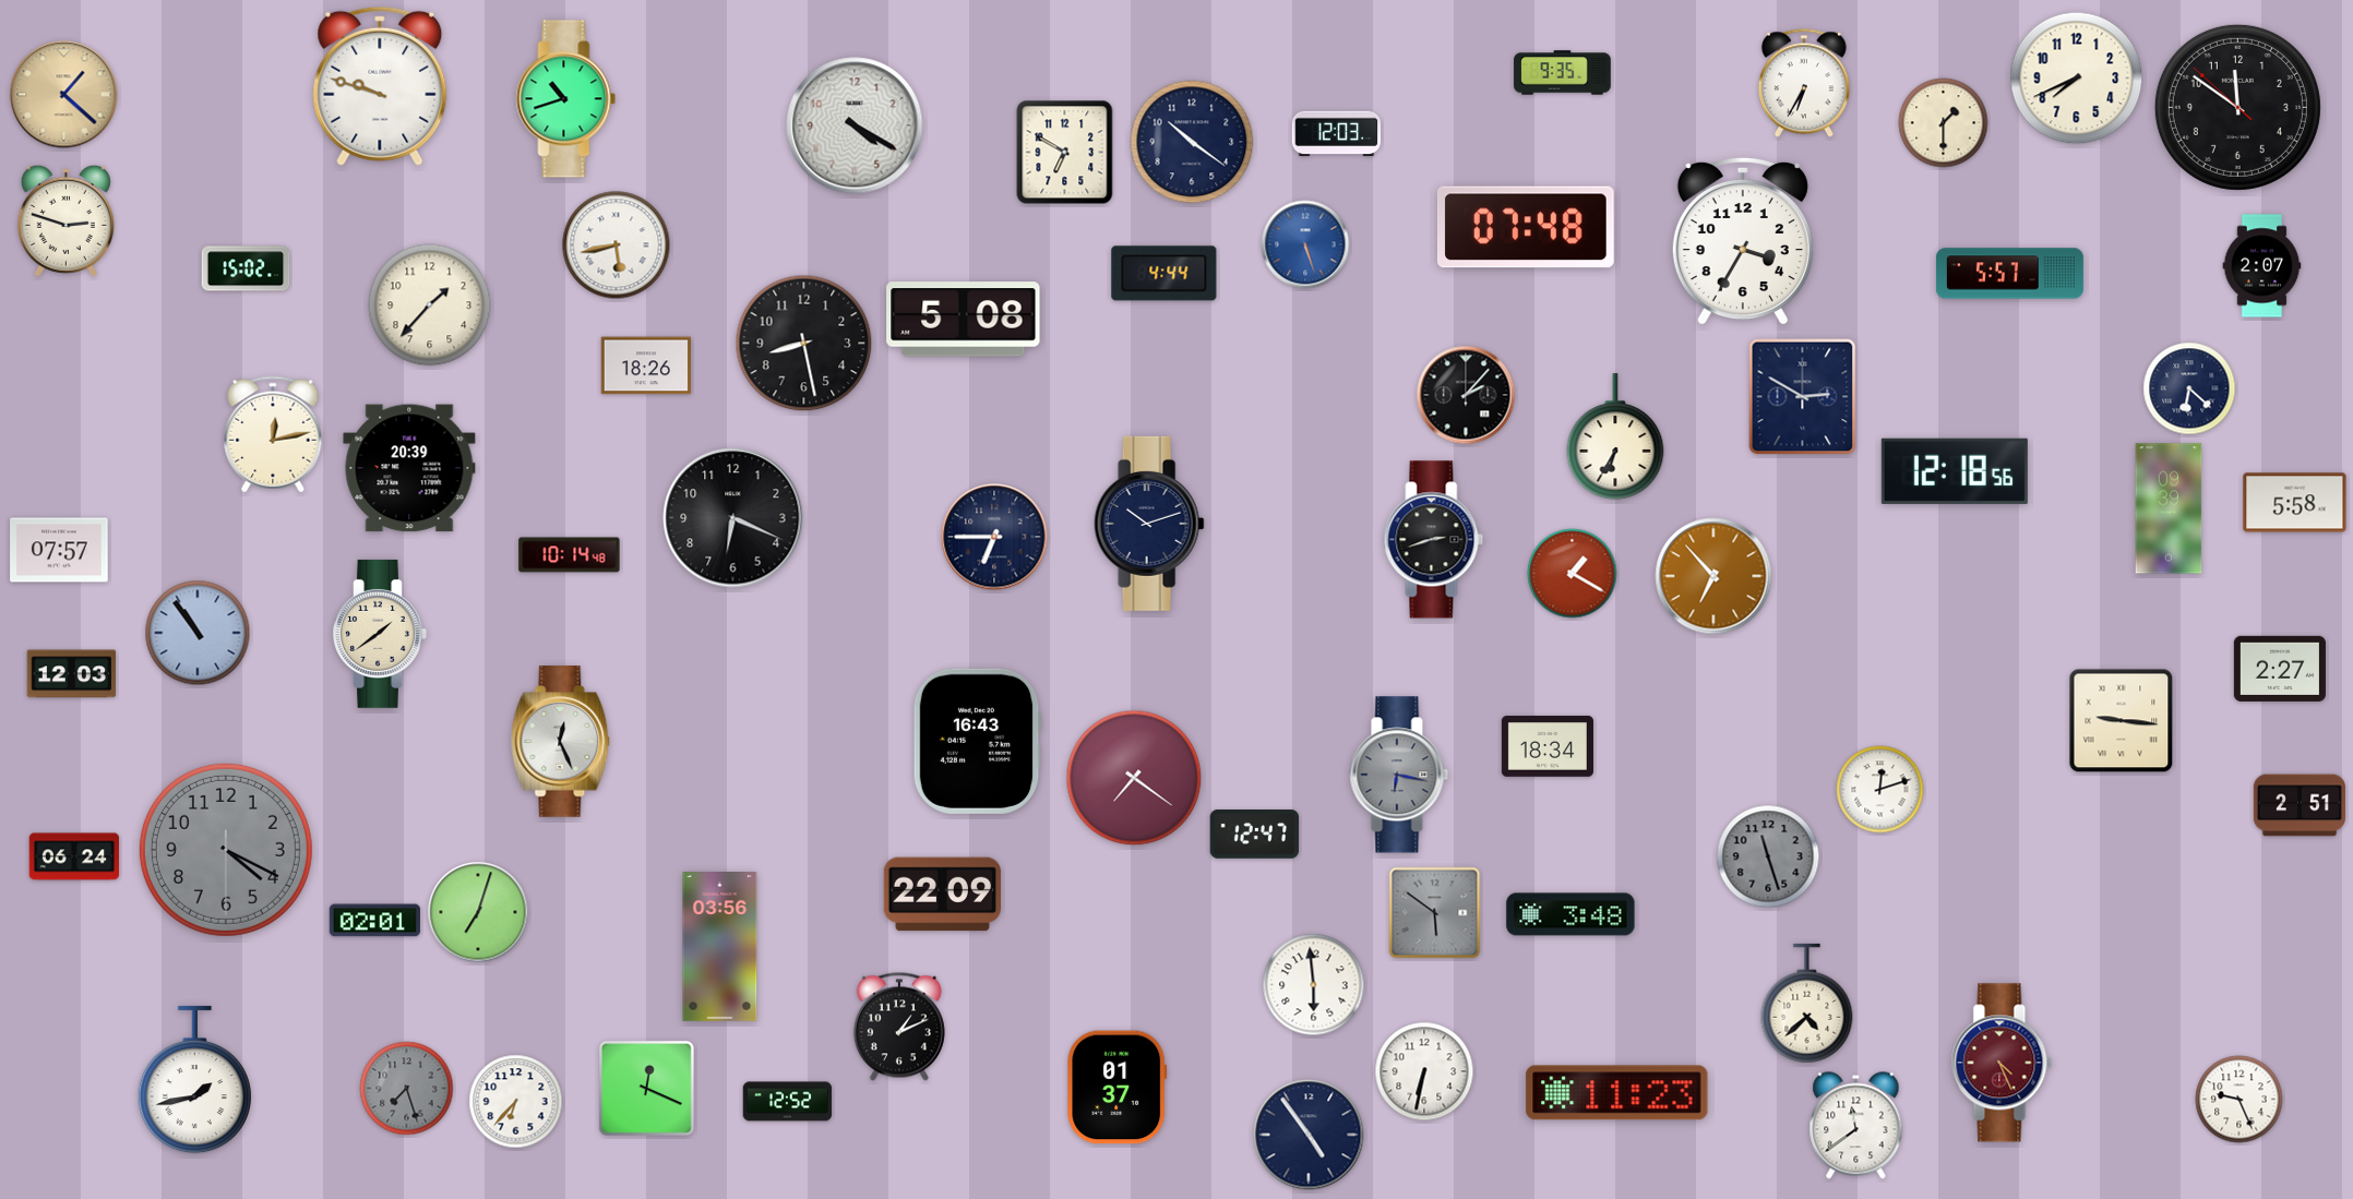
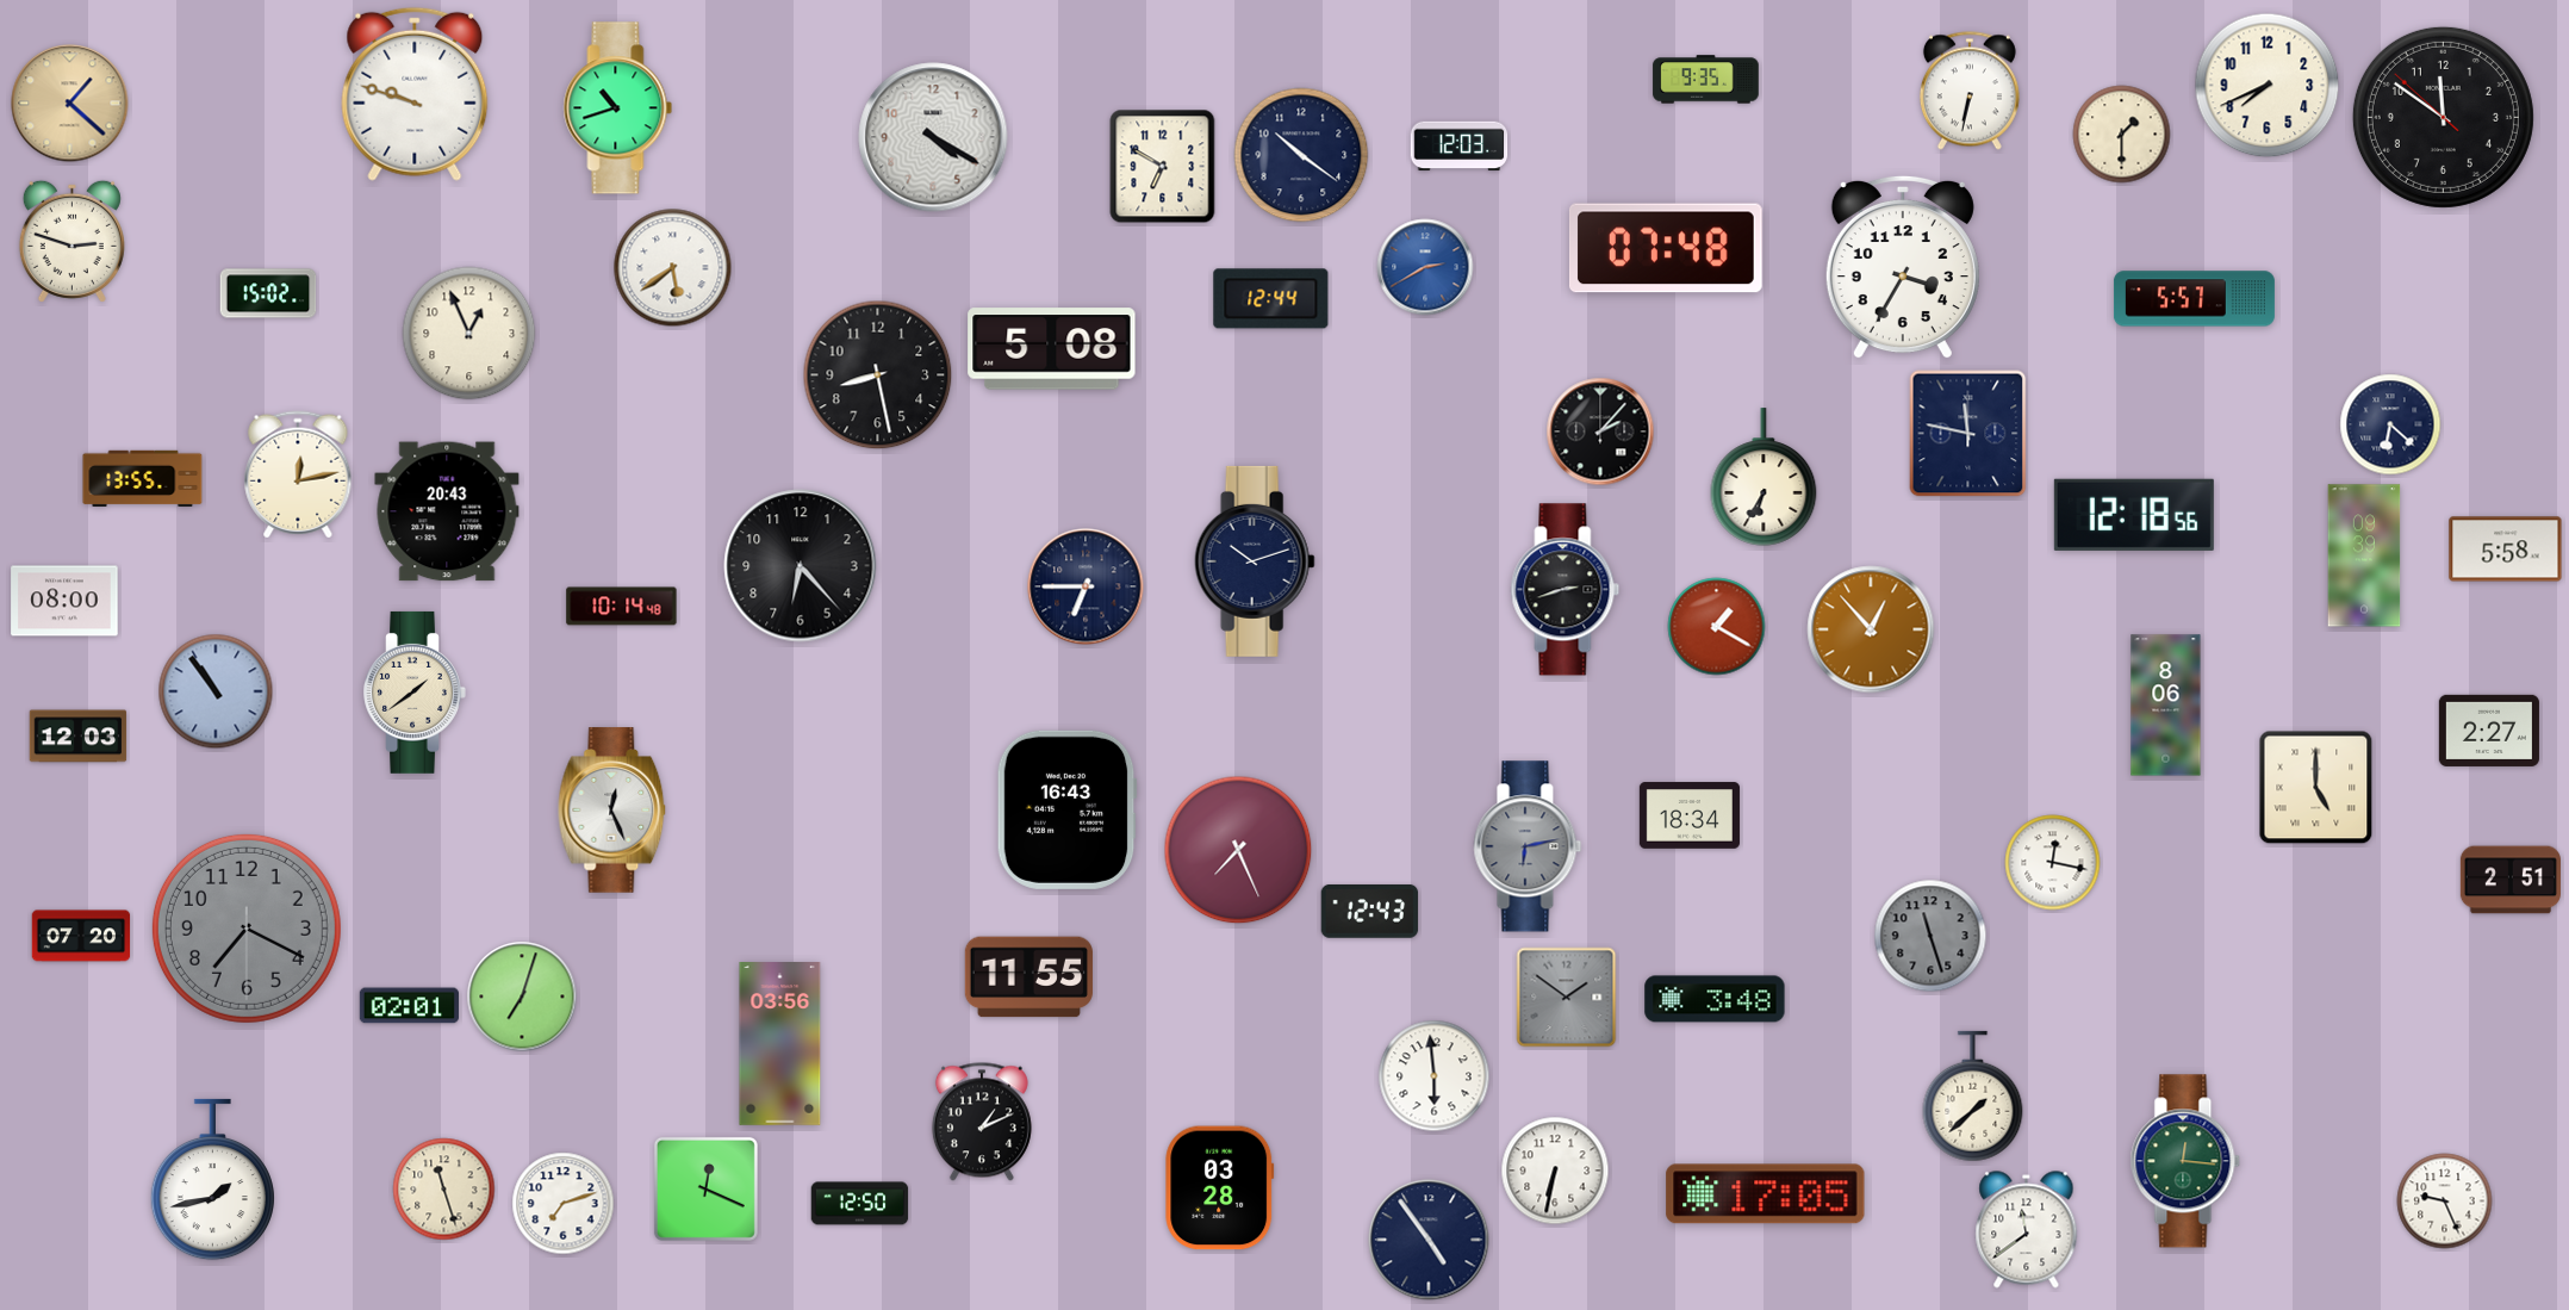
clock at (1804, 83): 6:35 -> 6:32
clock at (1743, 241) position: (1743, 241) -> (1903, 267)
clock at (1305, 244): 5:27 -> 2:40
clock at (617, 245): 5:43 -> 5:39
clock at (2262, 266): 2:07 -> none
clock at (1164, 274): 4:44 -> 12:44
clock at (430, 305): 1:37 -> 12:56
clock at (646, 365): 18:26 -> none
clock at (1803, 397): 2:50 -> 11:47
clock at (143, 478): none -> 13:55
clock at (409, 468): 20:39 -> 20:43
clock at (2169, 508) position: (2169, 508) -> (2364, 555)
clock at (733, 518): 6:19 -> 6:23
clock at (1149, 524) position: (1149, 524) -> (1255, 561)
clock at (59, 550): 07:57 -> 08:00
clock at (1713, 576): 6:53 -> 12:53
clock at (2166, 706): none -> 8:06
clock at (2122, 721): 9:16 -> 5:00
clock at (1399, 775): 6:17 -> 6:13
clock at (1134, 778): 7:21 -> 7:26
clock at (1880, 790): 12:12 -> 12:17
clock at (1255, 835): 12:47 -> 12:43
clock at (226, 850): 4:19 -> 7:19
clock at (74, 856): 06:24 -> 07:20
clock at (942, 895): 22:09 -> 11:55
clock at (1435, 913): 5:51 -> 1:51
clock at (720, 947) position: (720, 947) -> (780, 1044)
clock at (1807, 1004): 4:38 -> 1:38
clock at (2002, 1063): 4:26 -> 12:16
clock at (2002, 1063) dial: burgundy -> green
clock at (1118, 1088): 01:37 -> 03:28
clock at (407, 1089): 7:27 -> 11:27
clock at (407, 1089) dial: grey -> cream
clock at (1617, 1093): 11:23 -> 17:05
clock at (516, 1102): 6:37 -> 7:12
clock at (788, 1102): 12:52 -> 12:50
